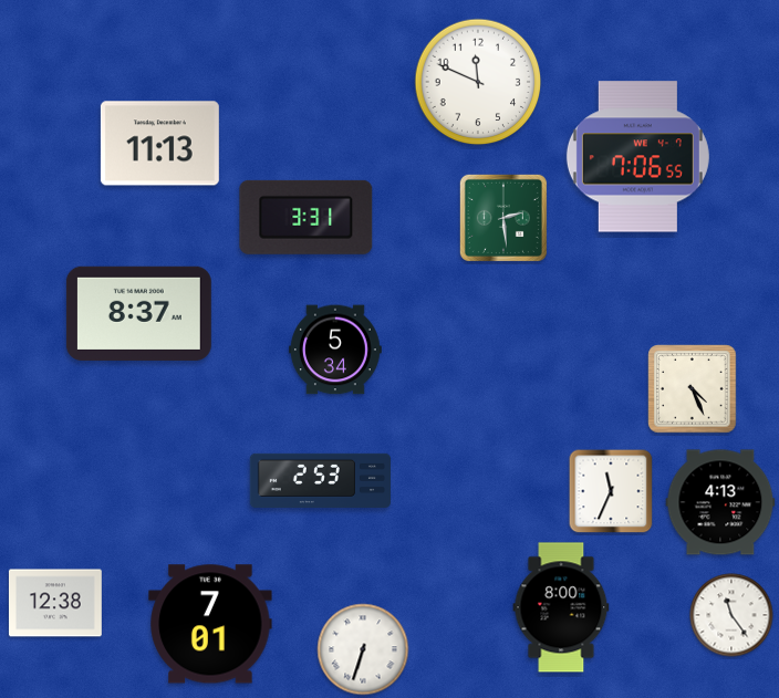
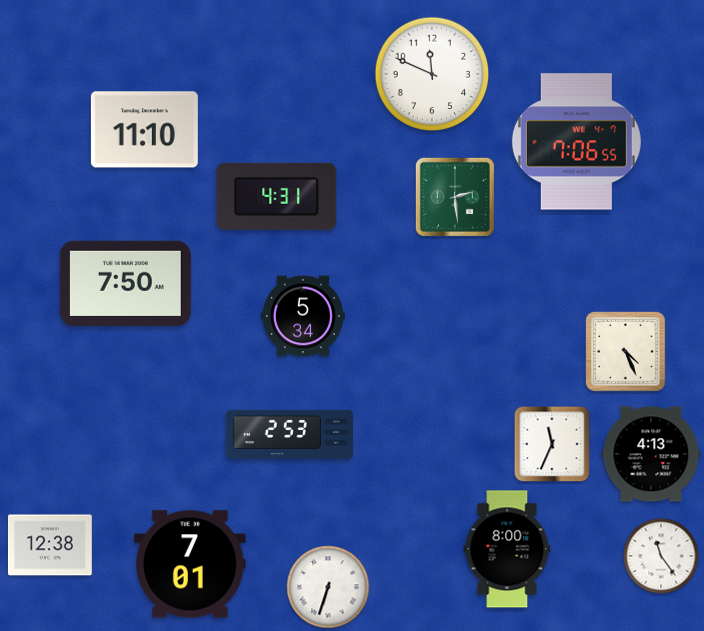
clock at (159, 144): 11:13 -> 11:10
clock at (307, 217): 3:31 -> 4:31
clock at (138, 313): 8:37 -> 7:50
